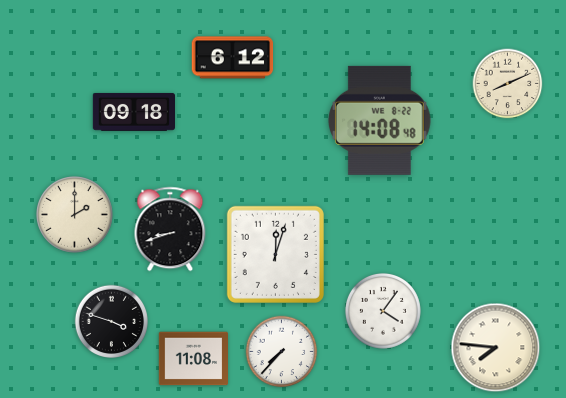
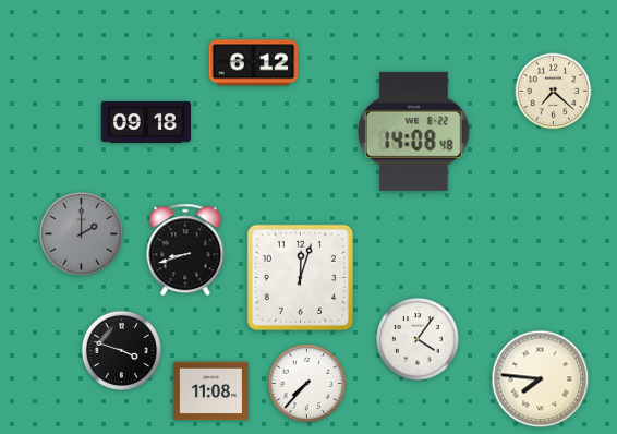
clock at (508, 84): 8:11 -> 7:22
clock at (75, 215) dial: cream -> grey
